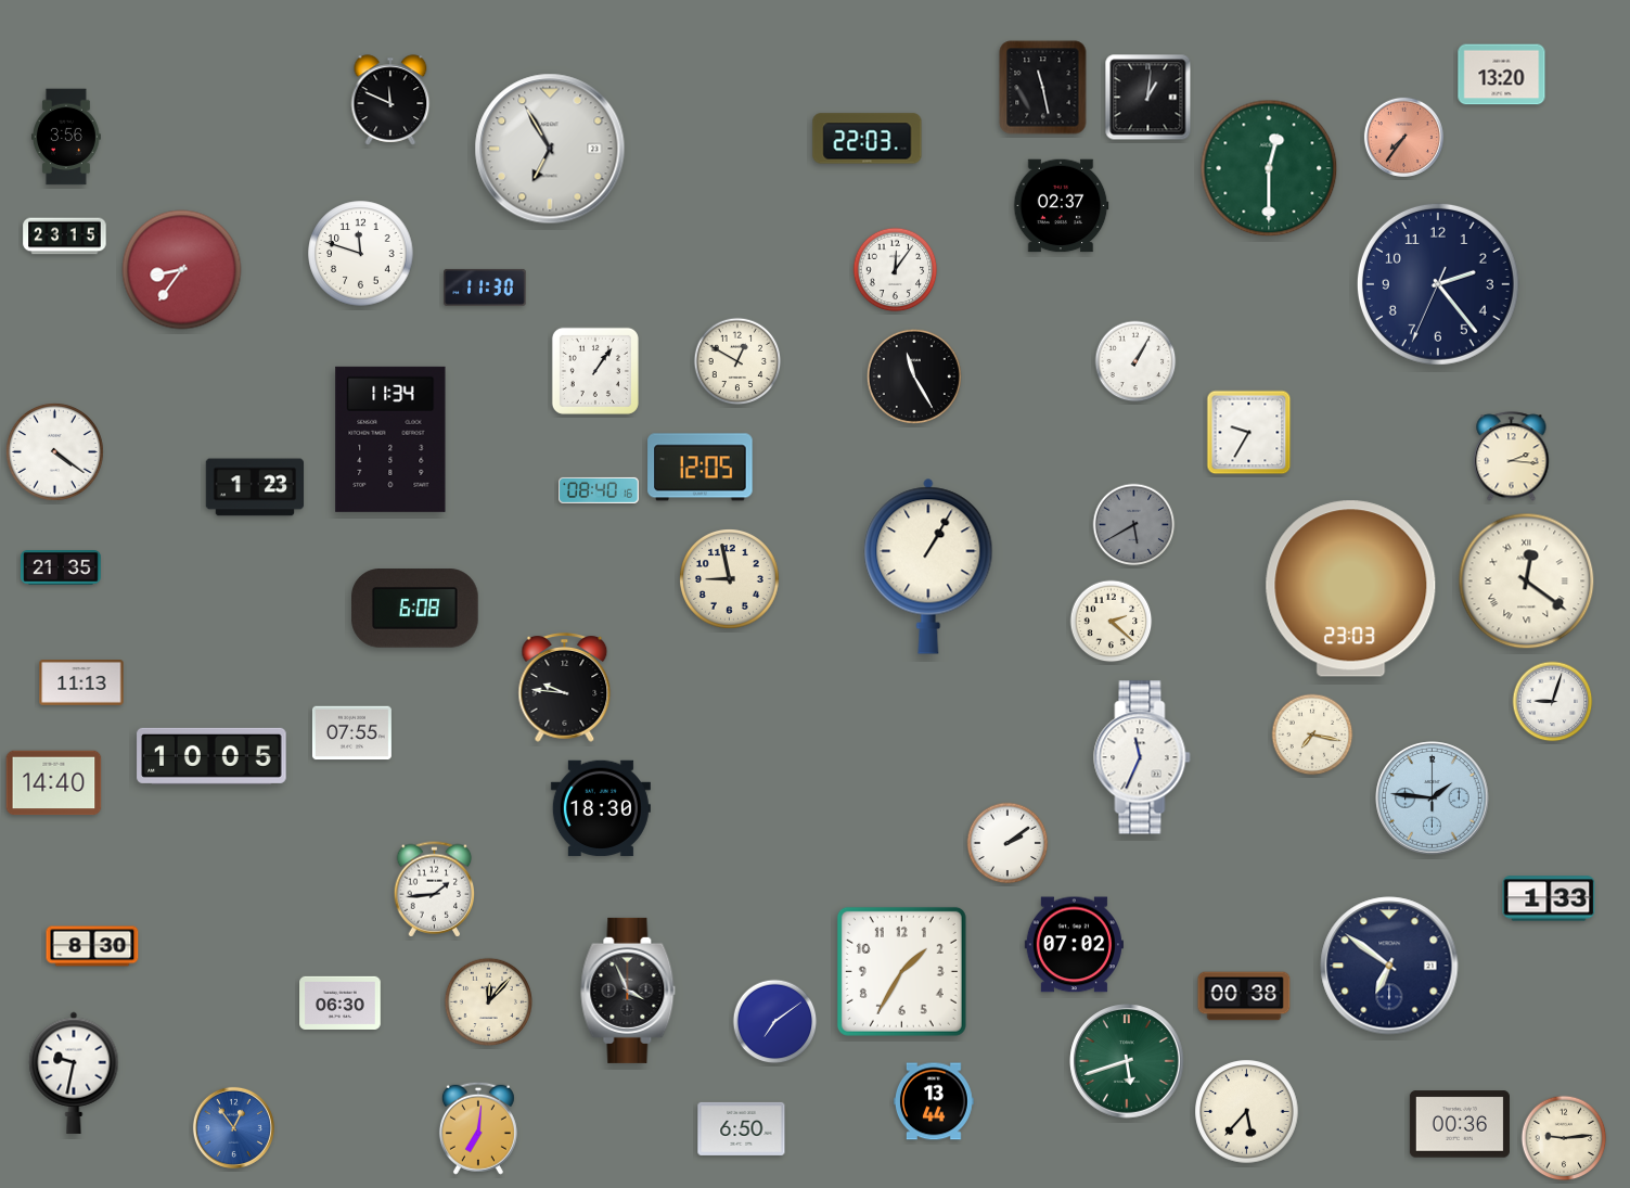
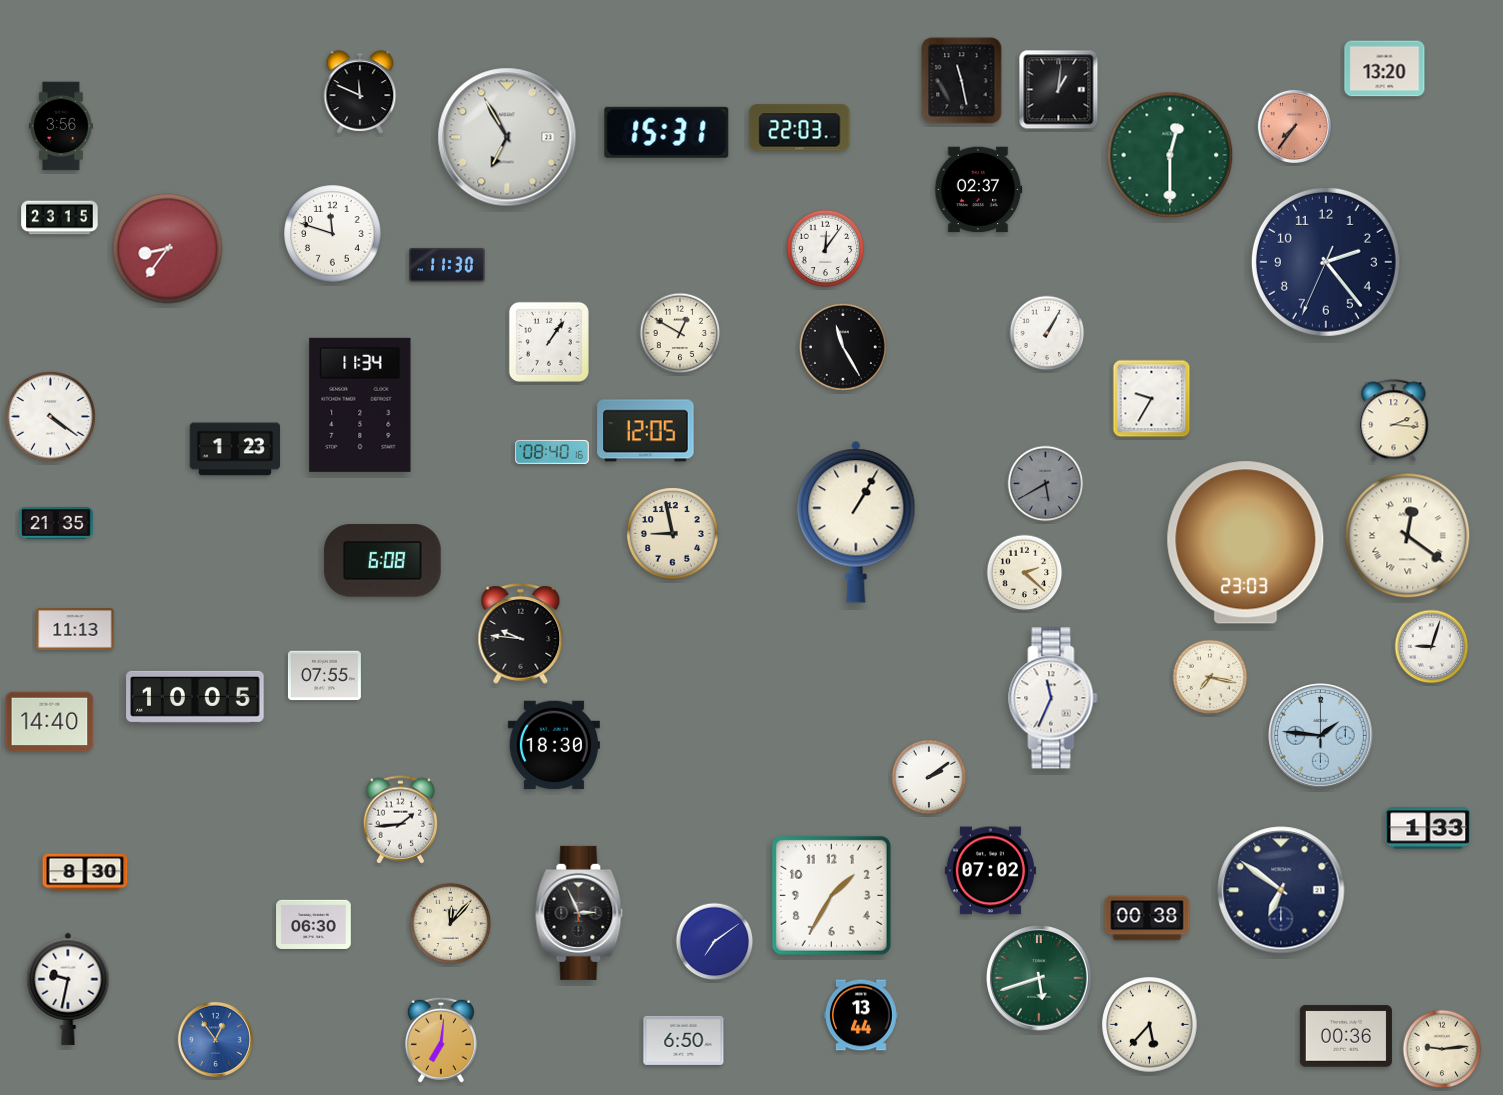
clock at (667, 132): none -> 15:31
clock at (628, 991): 3:56 -> 2:56
